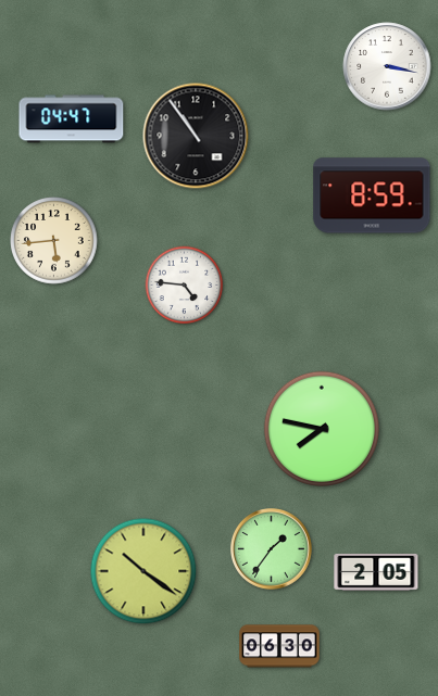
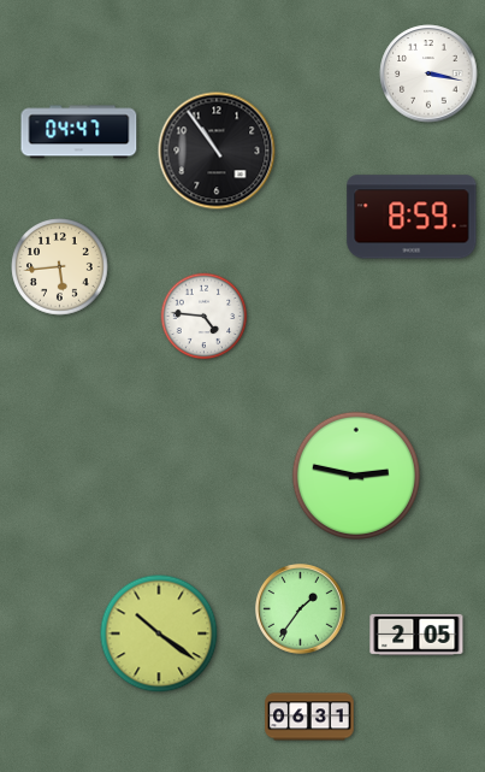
clock at (322, 429): 7:47 -> 2:47
clock at (279, 646): 06:30 -> 06:31
